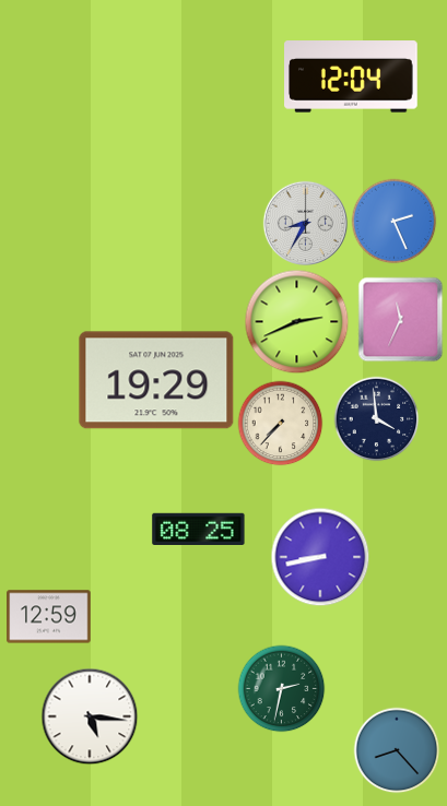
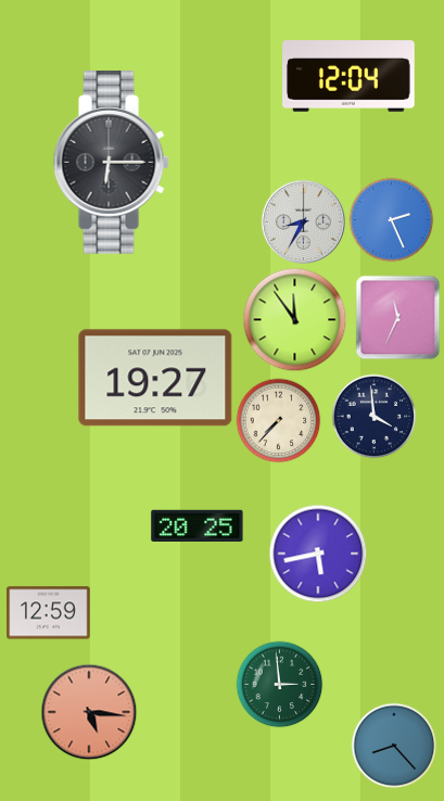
clock at (111, 163): none -> 6:15
clock at (296, 321): 2:41 -> 11:54
clock at (156, 380): 19:29 -> 19:27
clock at (199, 529): 08:25 -> 20:25
clock at (320, 557): 8:43 -> 5:43
clock at (281, 688): 2:32 -> 2:59
clock at (90, 716) dial: white -> salmon
